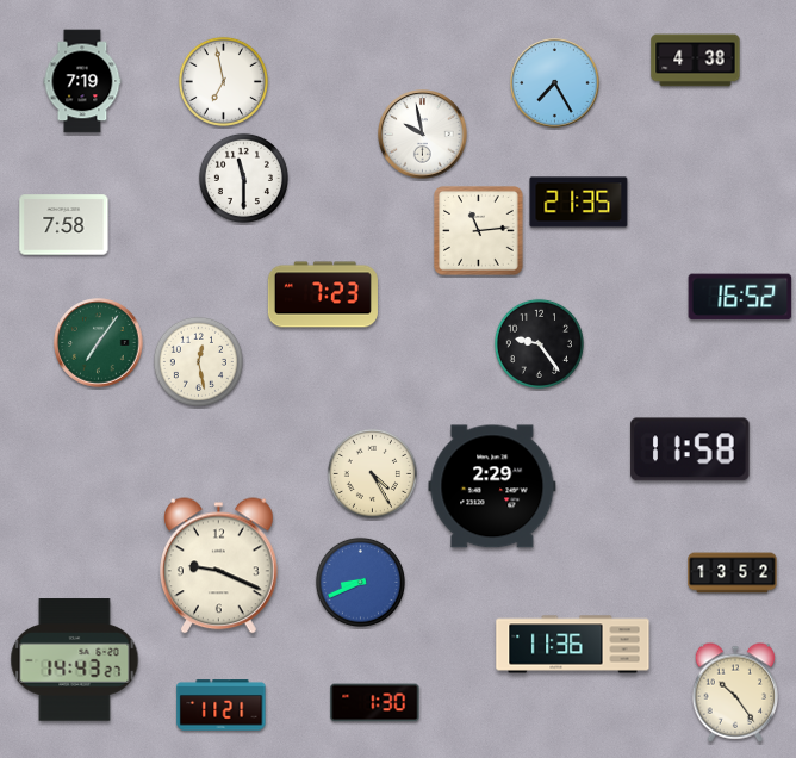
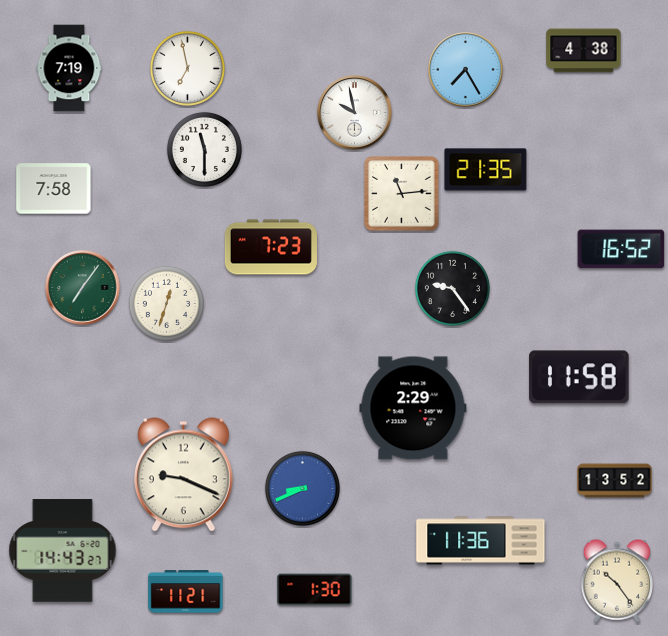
clock at (198, 361): 12:28 -> 12:33
clock at (372, 473): 4:25 -> none
clock at (75, 660) position: (75, 660) -> (63, 551)
